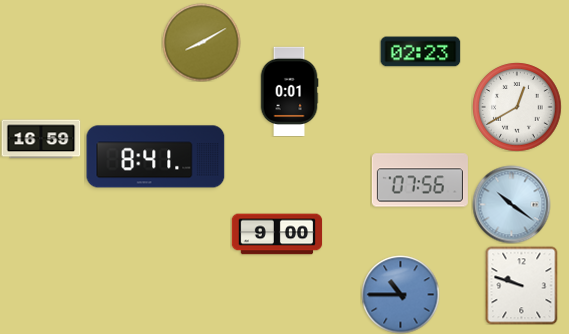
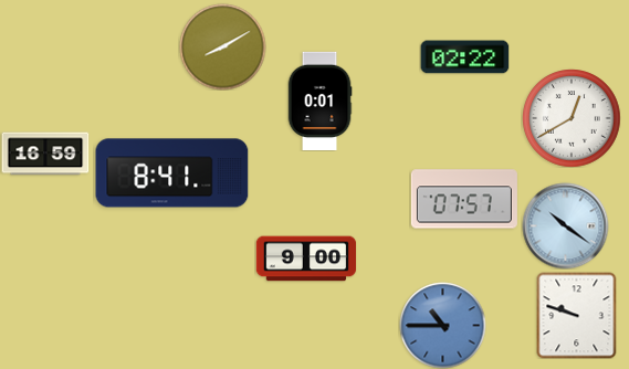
clock at (420, 52): 02:23 -> 02:22
clock at (420, 180): 07:56 -> 07:57
